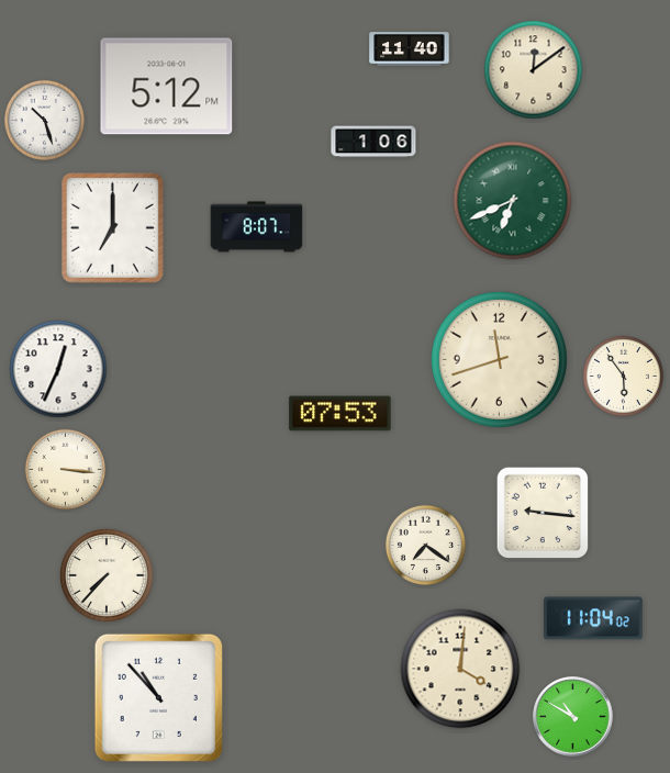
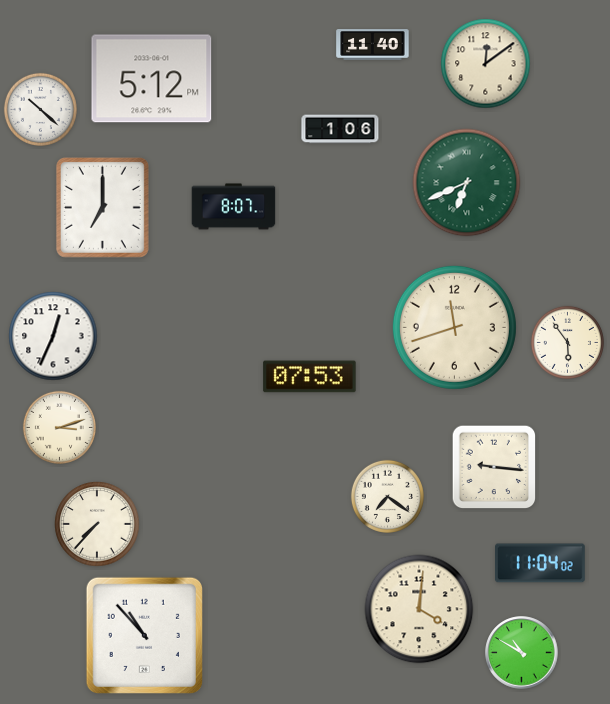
clock at (44, 120): 10:27 -> 10:22
clock at (65, 469): 3:16 -> 3:12
